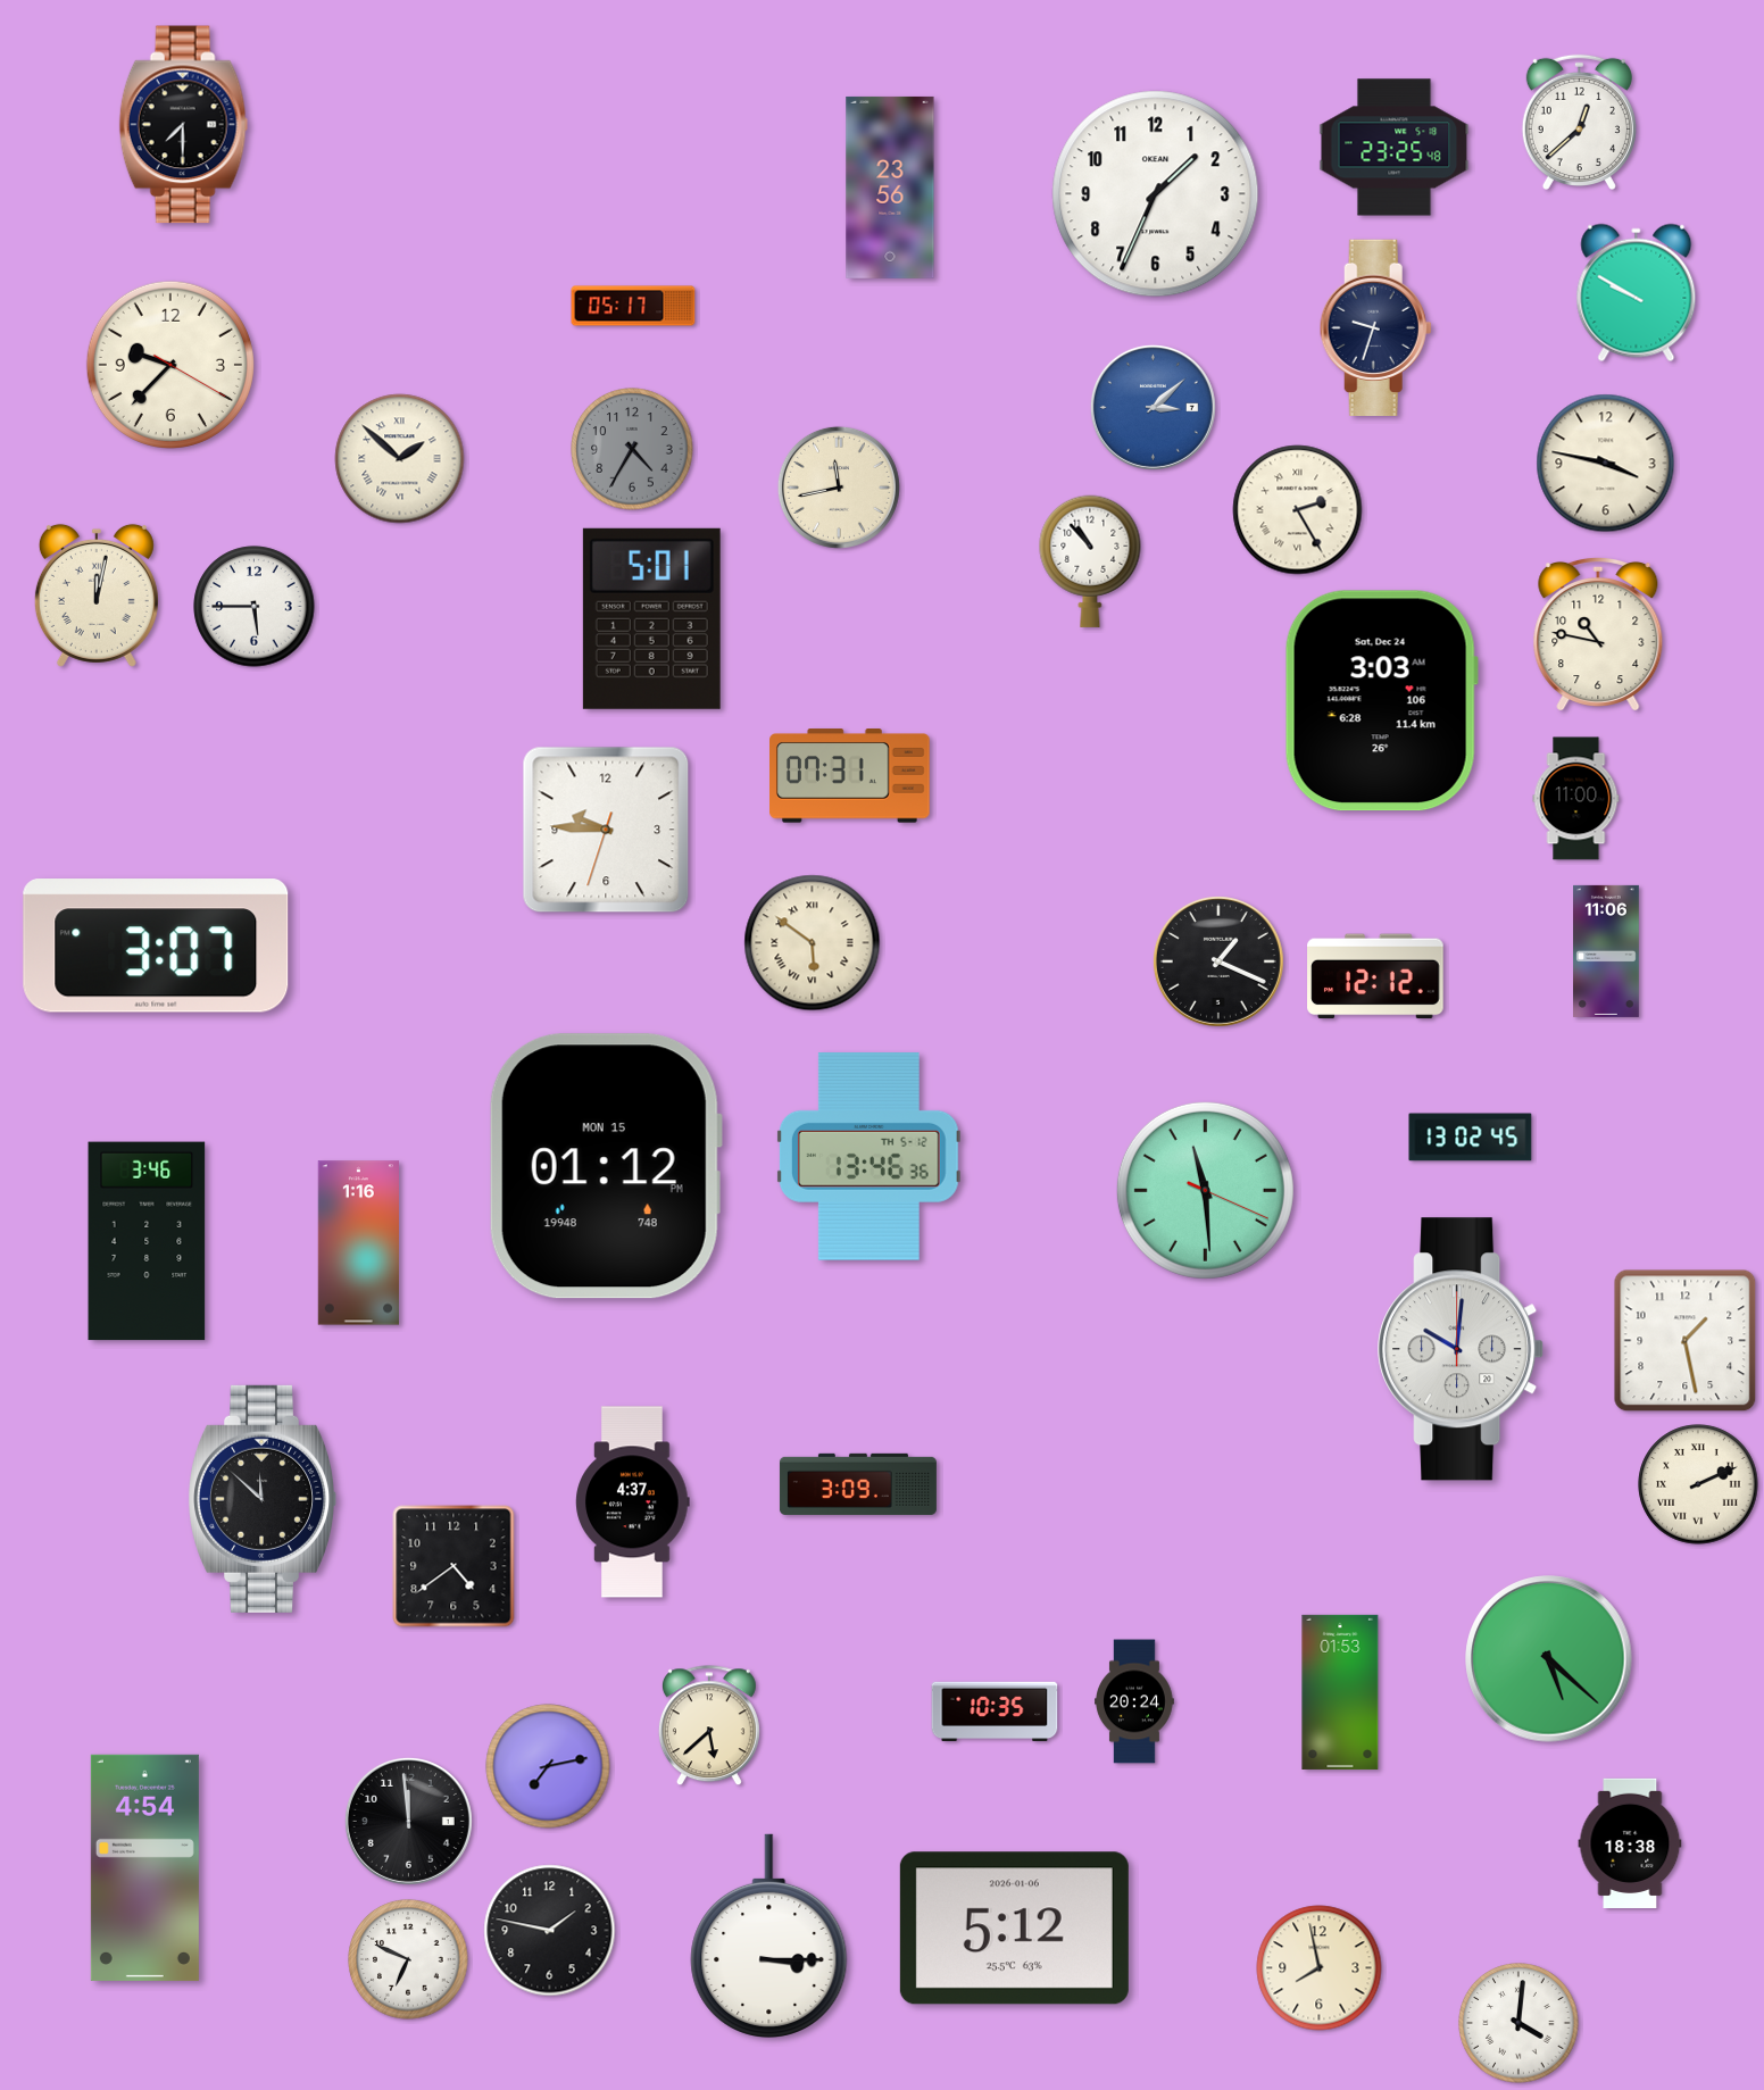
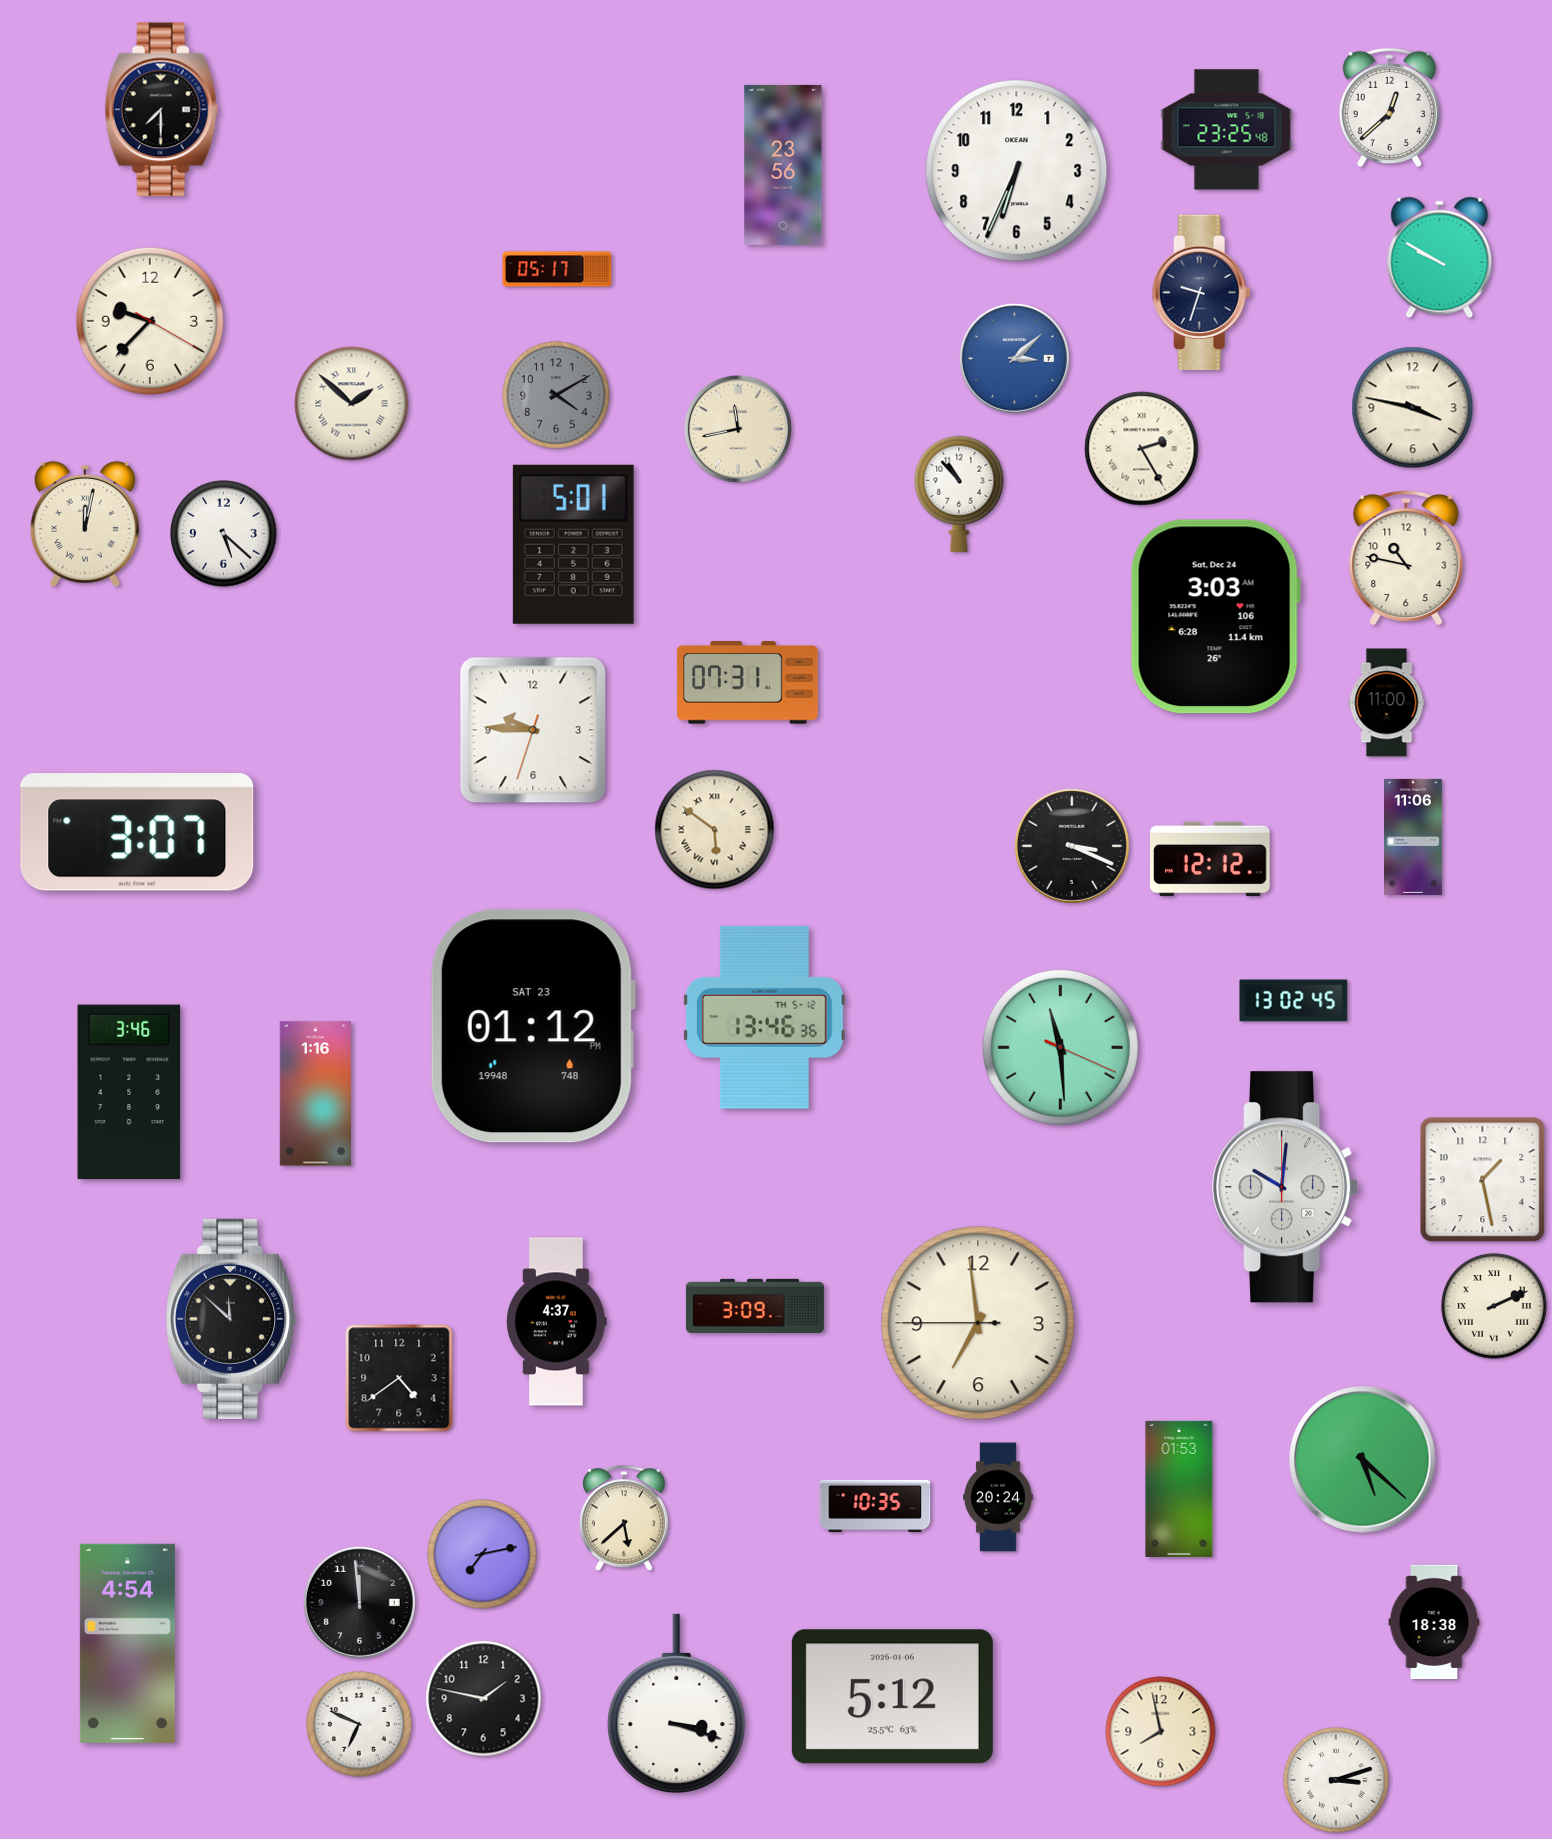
clock at (1156, 194): 1:34 -> 6:34
clock at (1375, 327) position: (1375, 327) -> (1201, 292)
clock at (632, 449): 4:35 -> 4:10
clock at (255, 607): 5:45 -> 5:22
clock at (1218, 961): 1:19 -> 3:19
clock at (606, 1166) date: MON 15 -> SAT 23
clock at (978, 1323): none -> 6:58
clock at (769, 1935): 3:15 -> 3:18
clock at (1518, 2023): 4:01 -> 3:12
